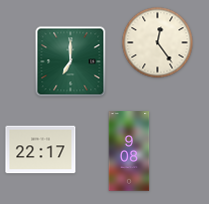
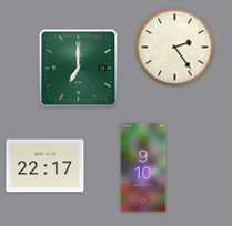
clock at (158, 43): 12:24 -> 2:24
clock at (129, 151): 9:08 -> 9:10
